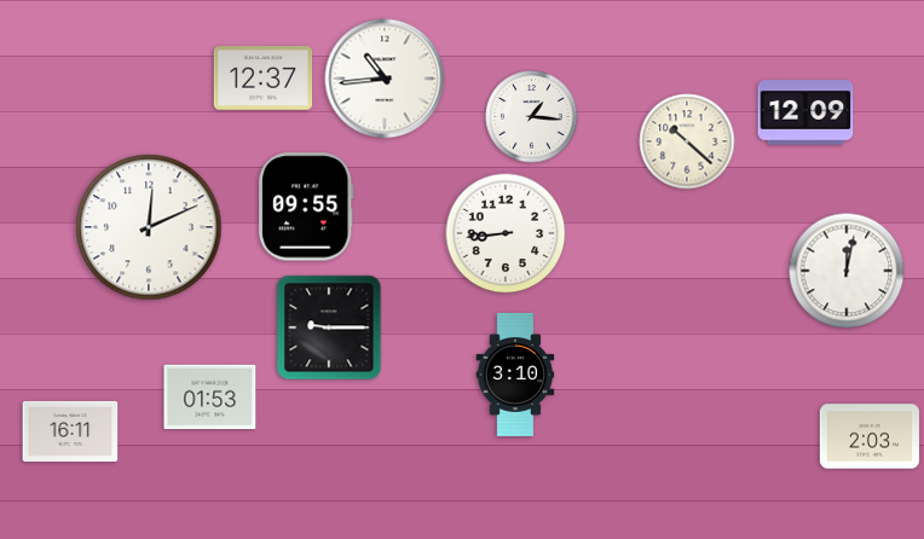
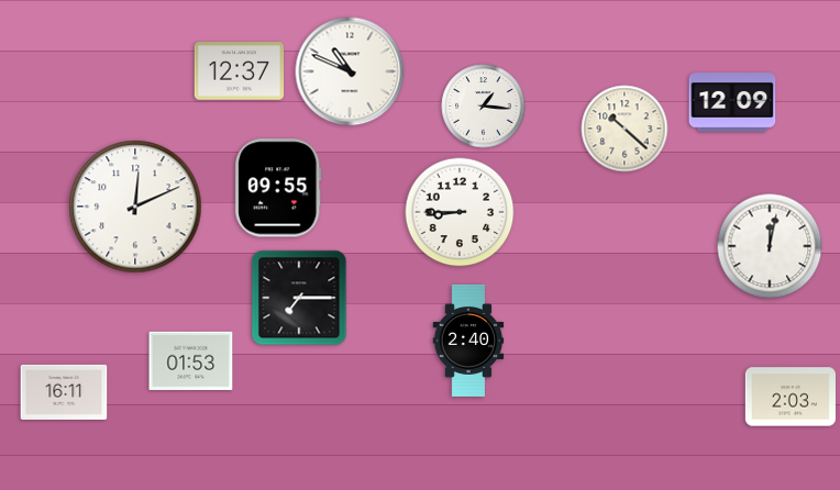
clock at (385, 79): 10:44 -> 10:49
clock at (506, 233): 8:44 -> 8:45
clock at (329, 328): 9:15 -> 7:15
clock at (515, 375): 3:10 -> 2:40
